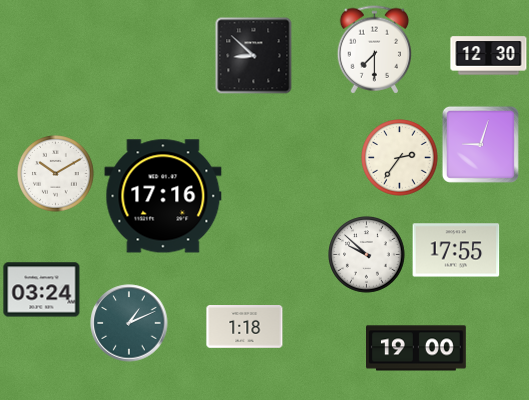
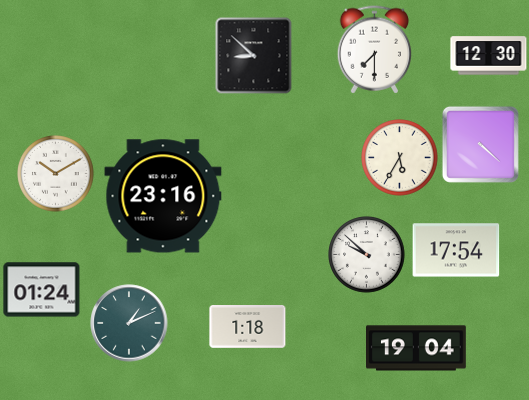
clock at (480, 144): 9:03 -> 4:22
clock at (400, 158): 2:36 -> 5:35
clock at (163, 196): 17:16 -> 23:16
clock at (456, 250): 17:55 -> 17:54
clock at (42, 290): 03:24 -> 01:24
clock at (245, 327) position: (245, 327) -> (248, 327)
clock at (417, 348): 19:00 -> 19:04
